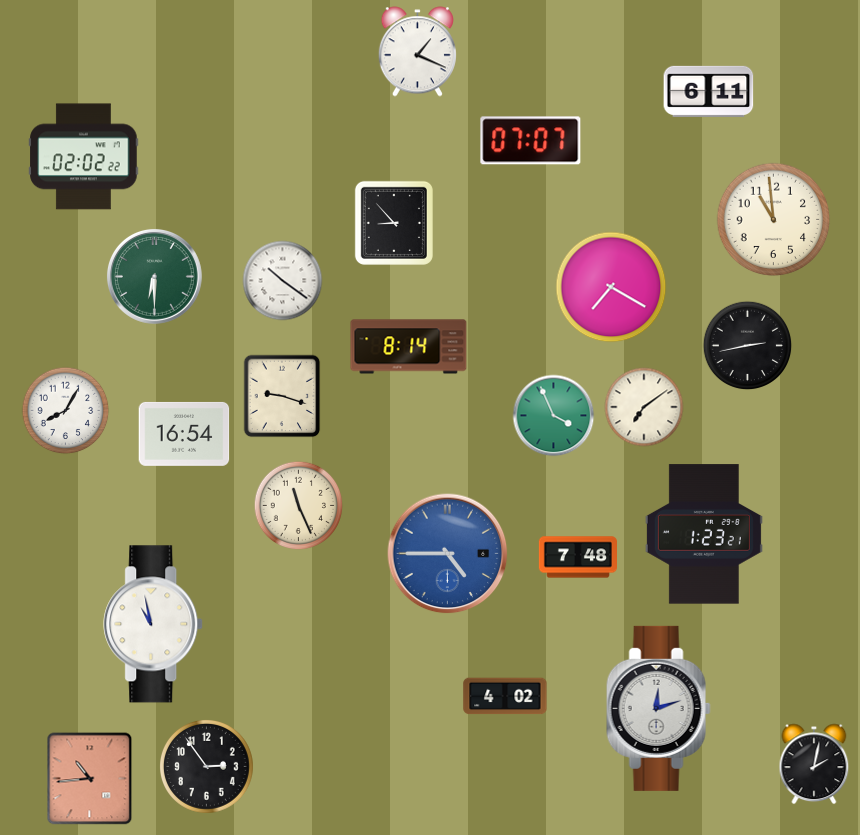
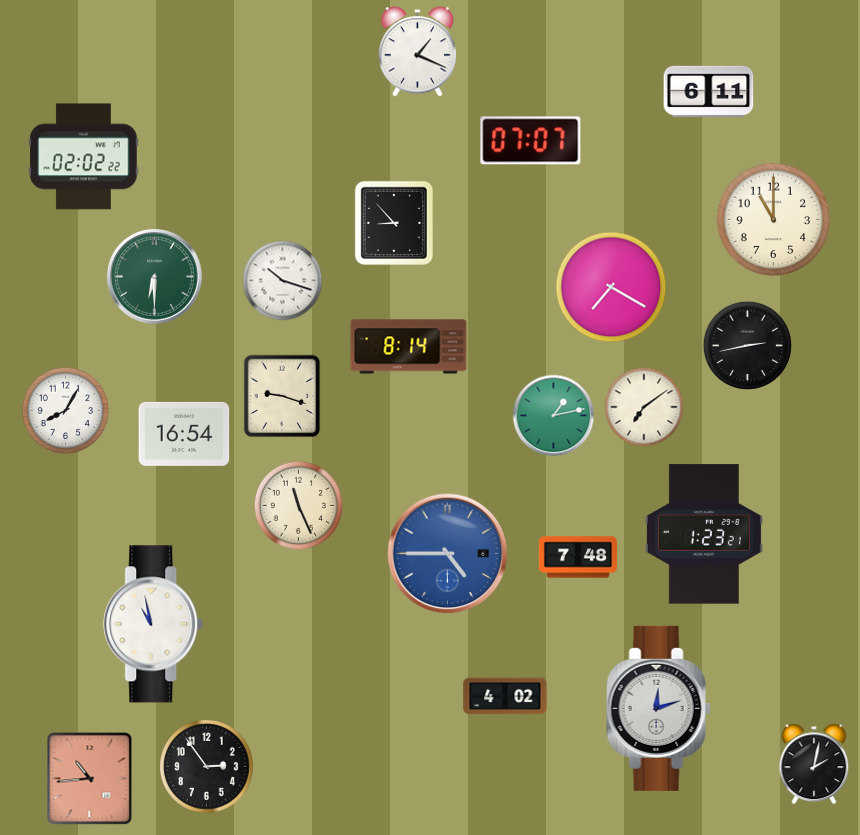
clock at (774, 220): 10:59 -> 11:00
clock at (283, 281): 10:21 -> 10:18
clock at (554, 416): 3:56 -> 1:13
